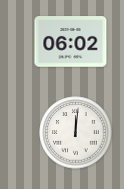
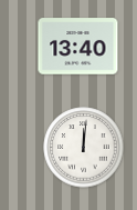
clock at (71, 42): 06:02 -> 13:40
